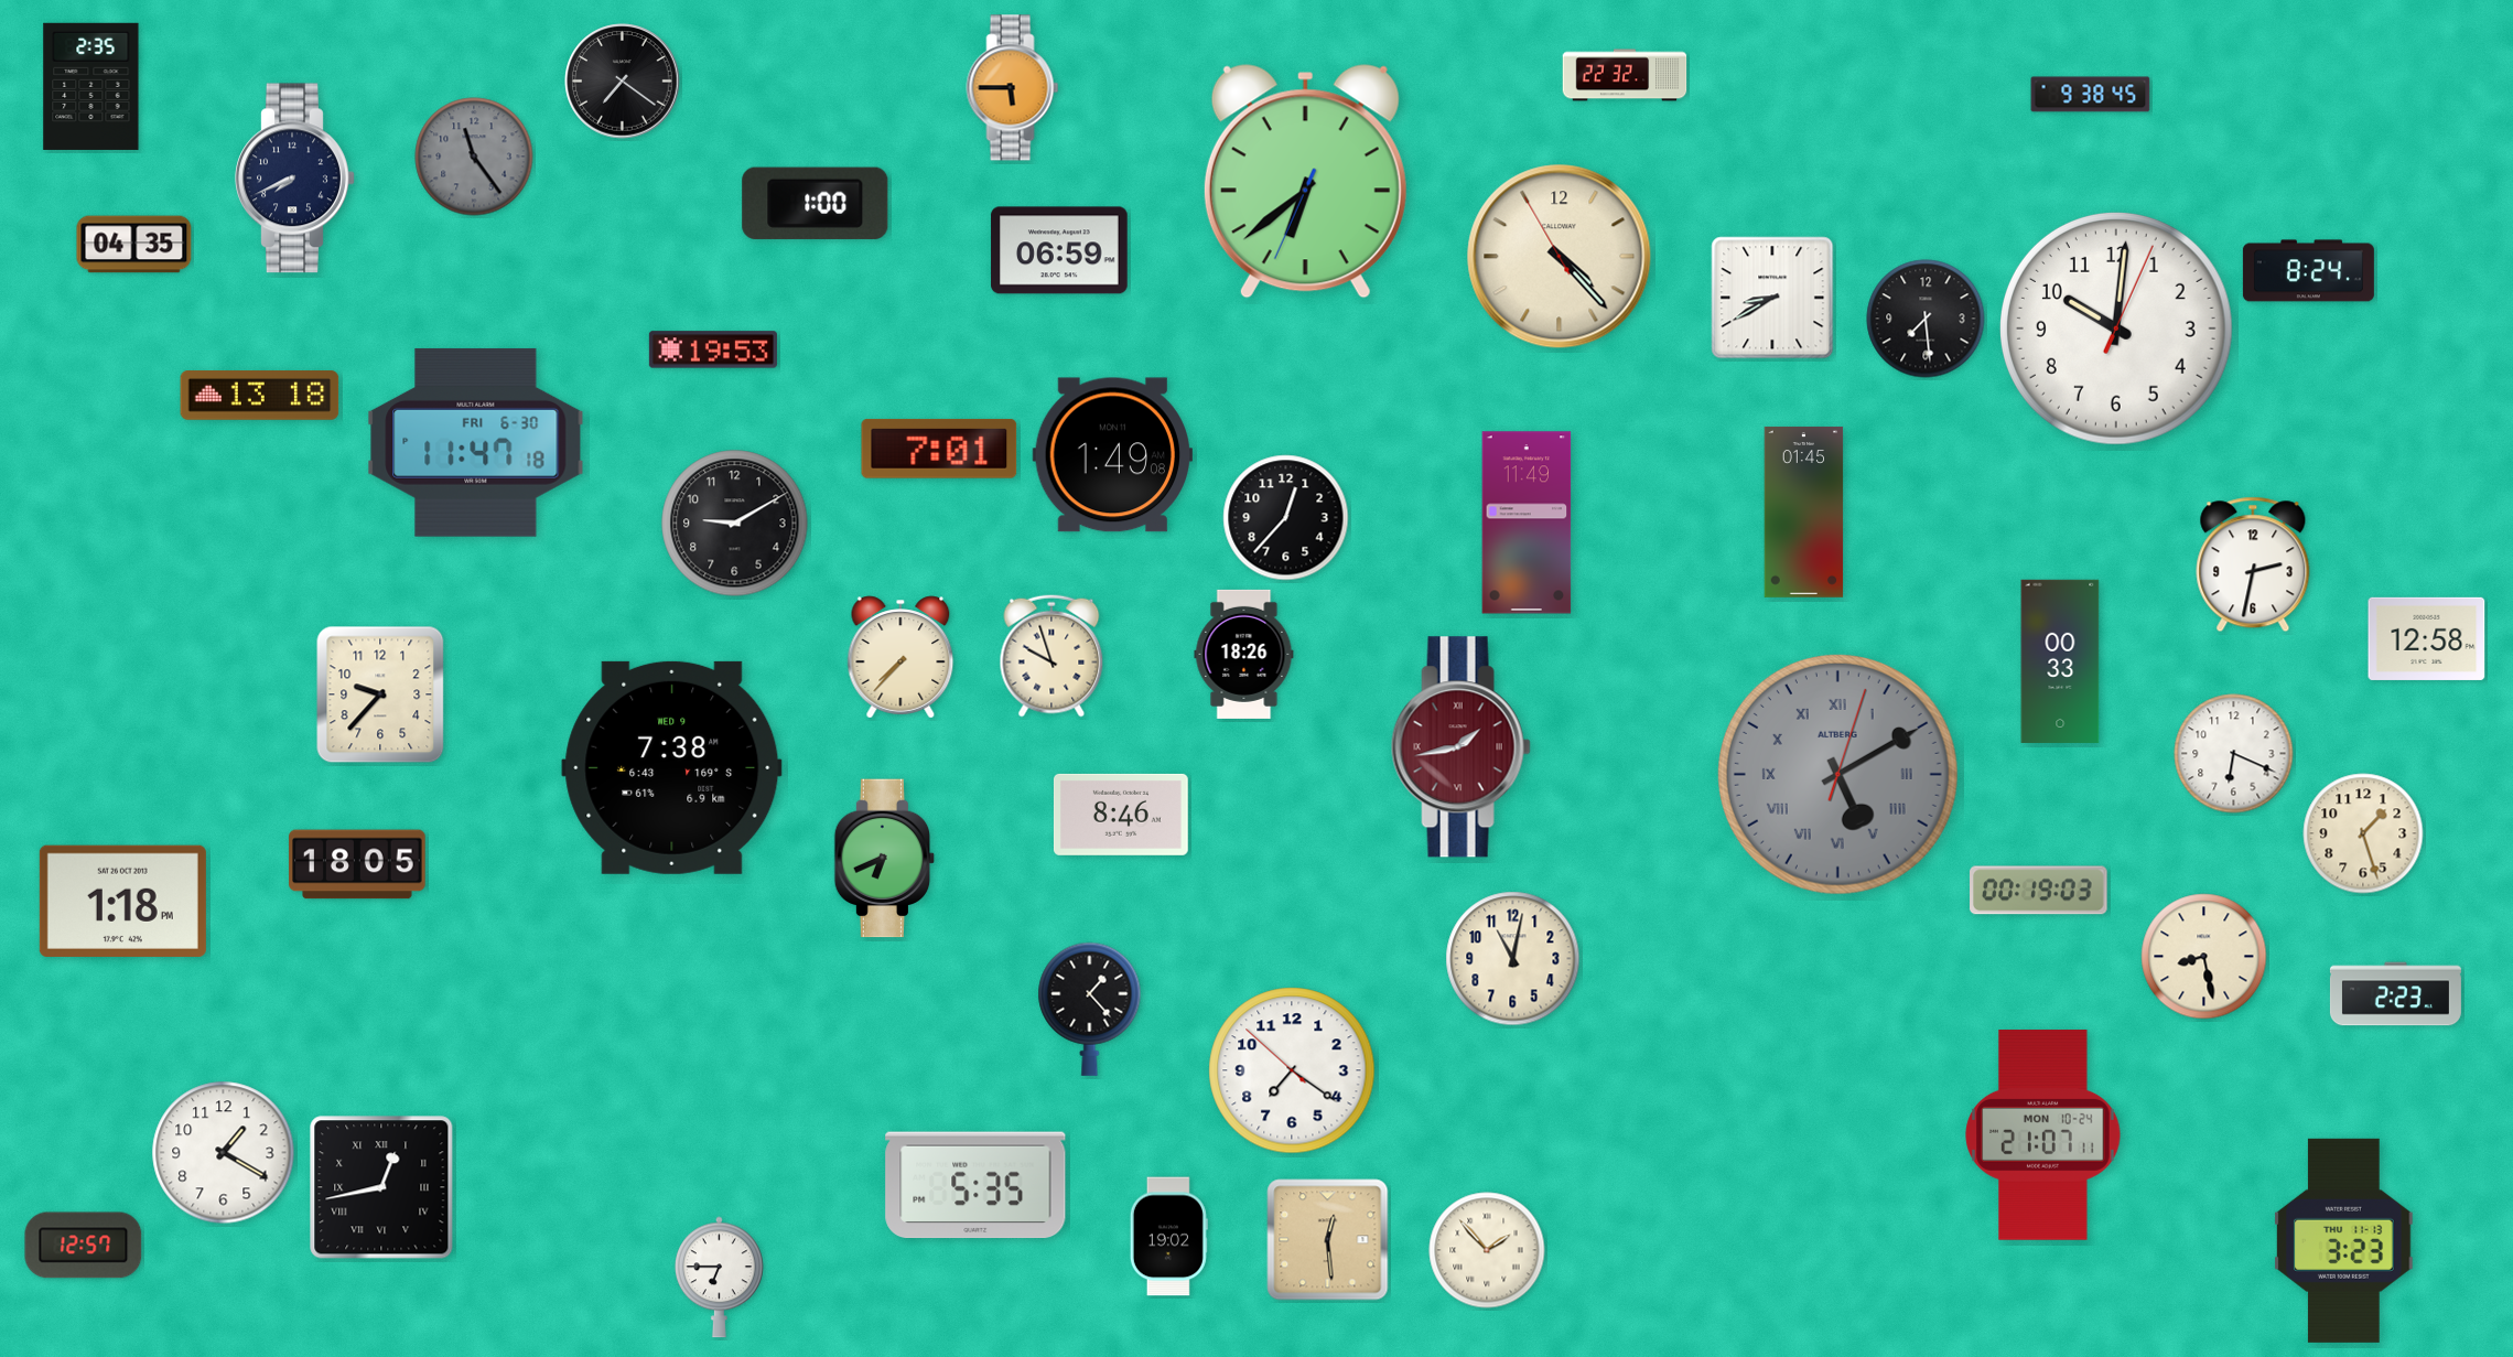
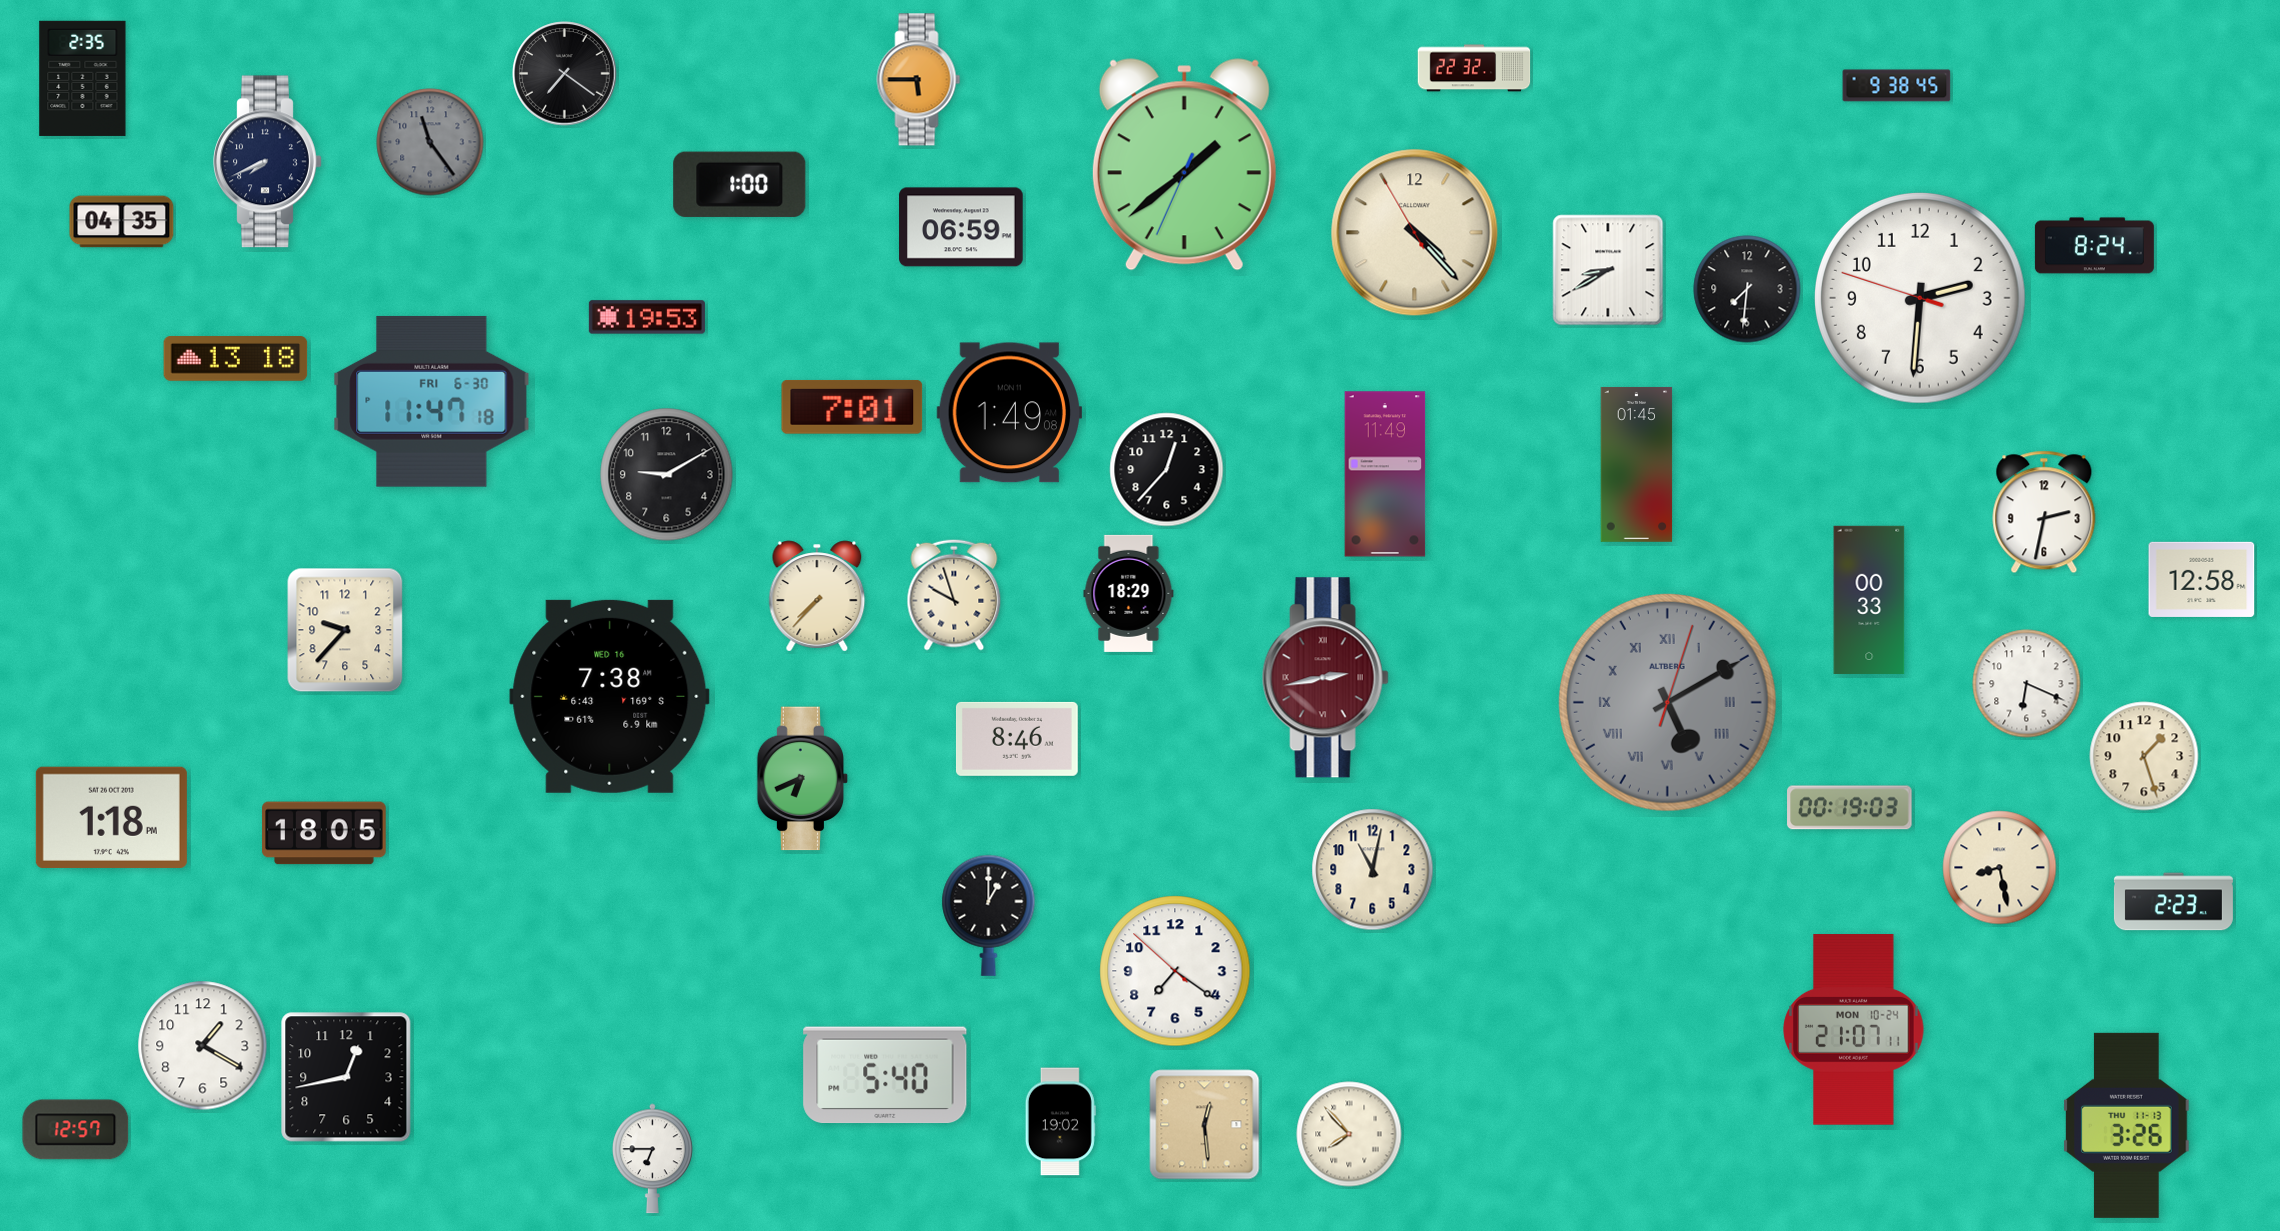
clock at (1305, 182): 6:38 -> 1:38
clock at (1926, 319): 7:29 -> 7:31
clock at (2116, 329): 10:01 -> 2:30
clock at (1244, 654): 18:26 -> 18:29
clock at (1460, 747): 1:43 -> 2:43
clock at (672, 767) date: WED 9 -> WED 16
clock at (357, 864) position: (357, 864) -> (324, 833)
clock at (1090, 1009): 1:23 -> 1:00
clock at (1292, 1070) position: (1292, 1070) -> (1175, 971)
clock at (975, 1185): 5:35 -> 5:40
clock at (381, 1187) numerals: Roman -> Arabic
clock at (2344, 1240): 3:23 -> 3:26
clock at (1487, 1250): 1:53 -> 7:53
